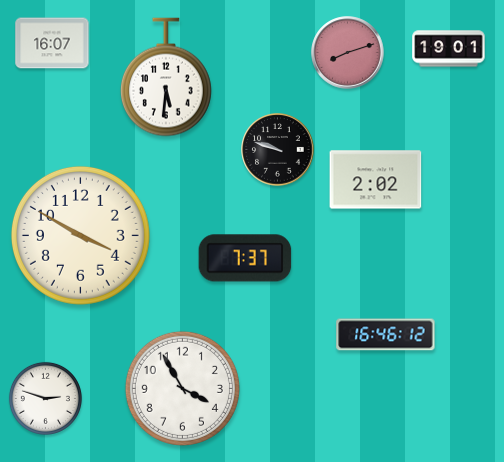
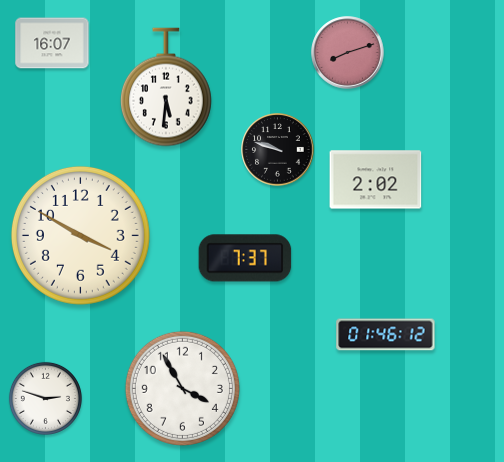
clock at (449, 49): 19:01 -> none
clock at (167, 77) position: (167, 77) -> (167, 87)
clock at (386, 335): 16:46 -> 01:46
